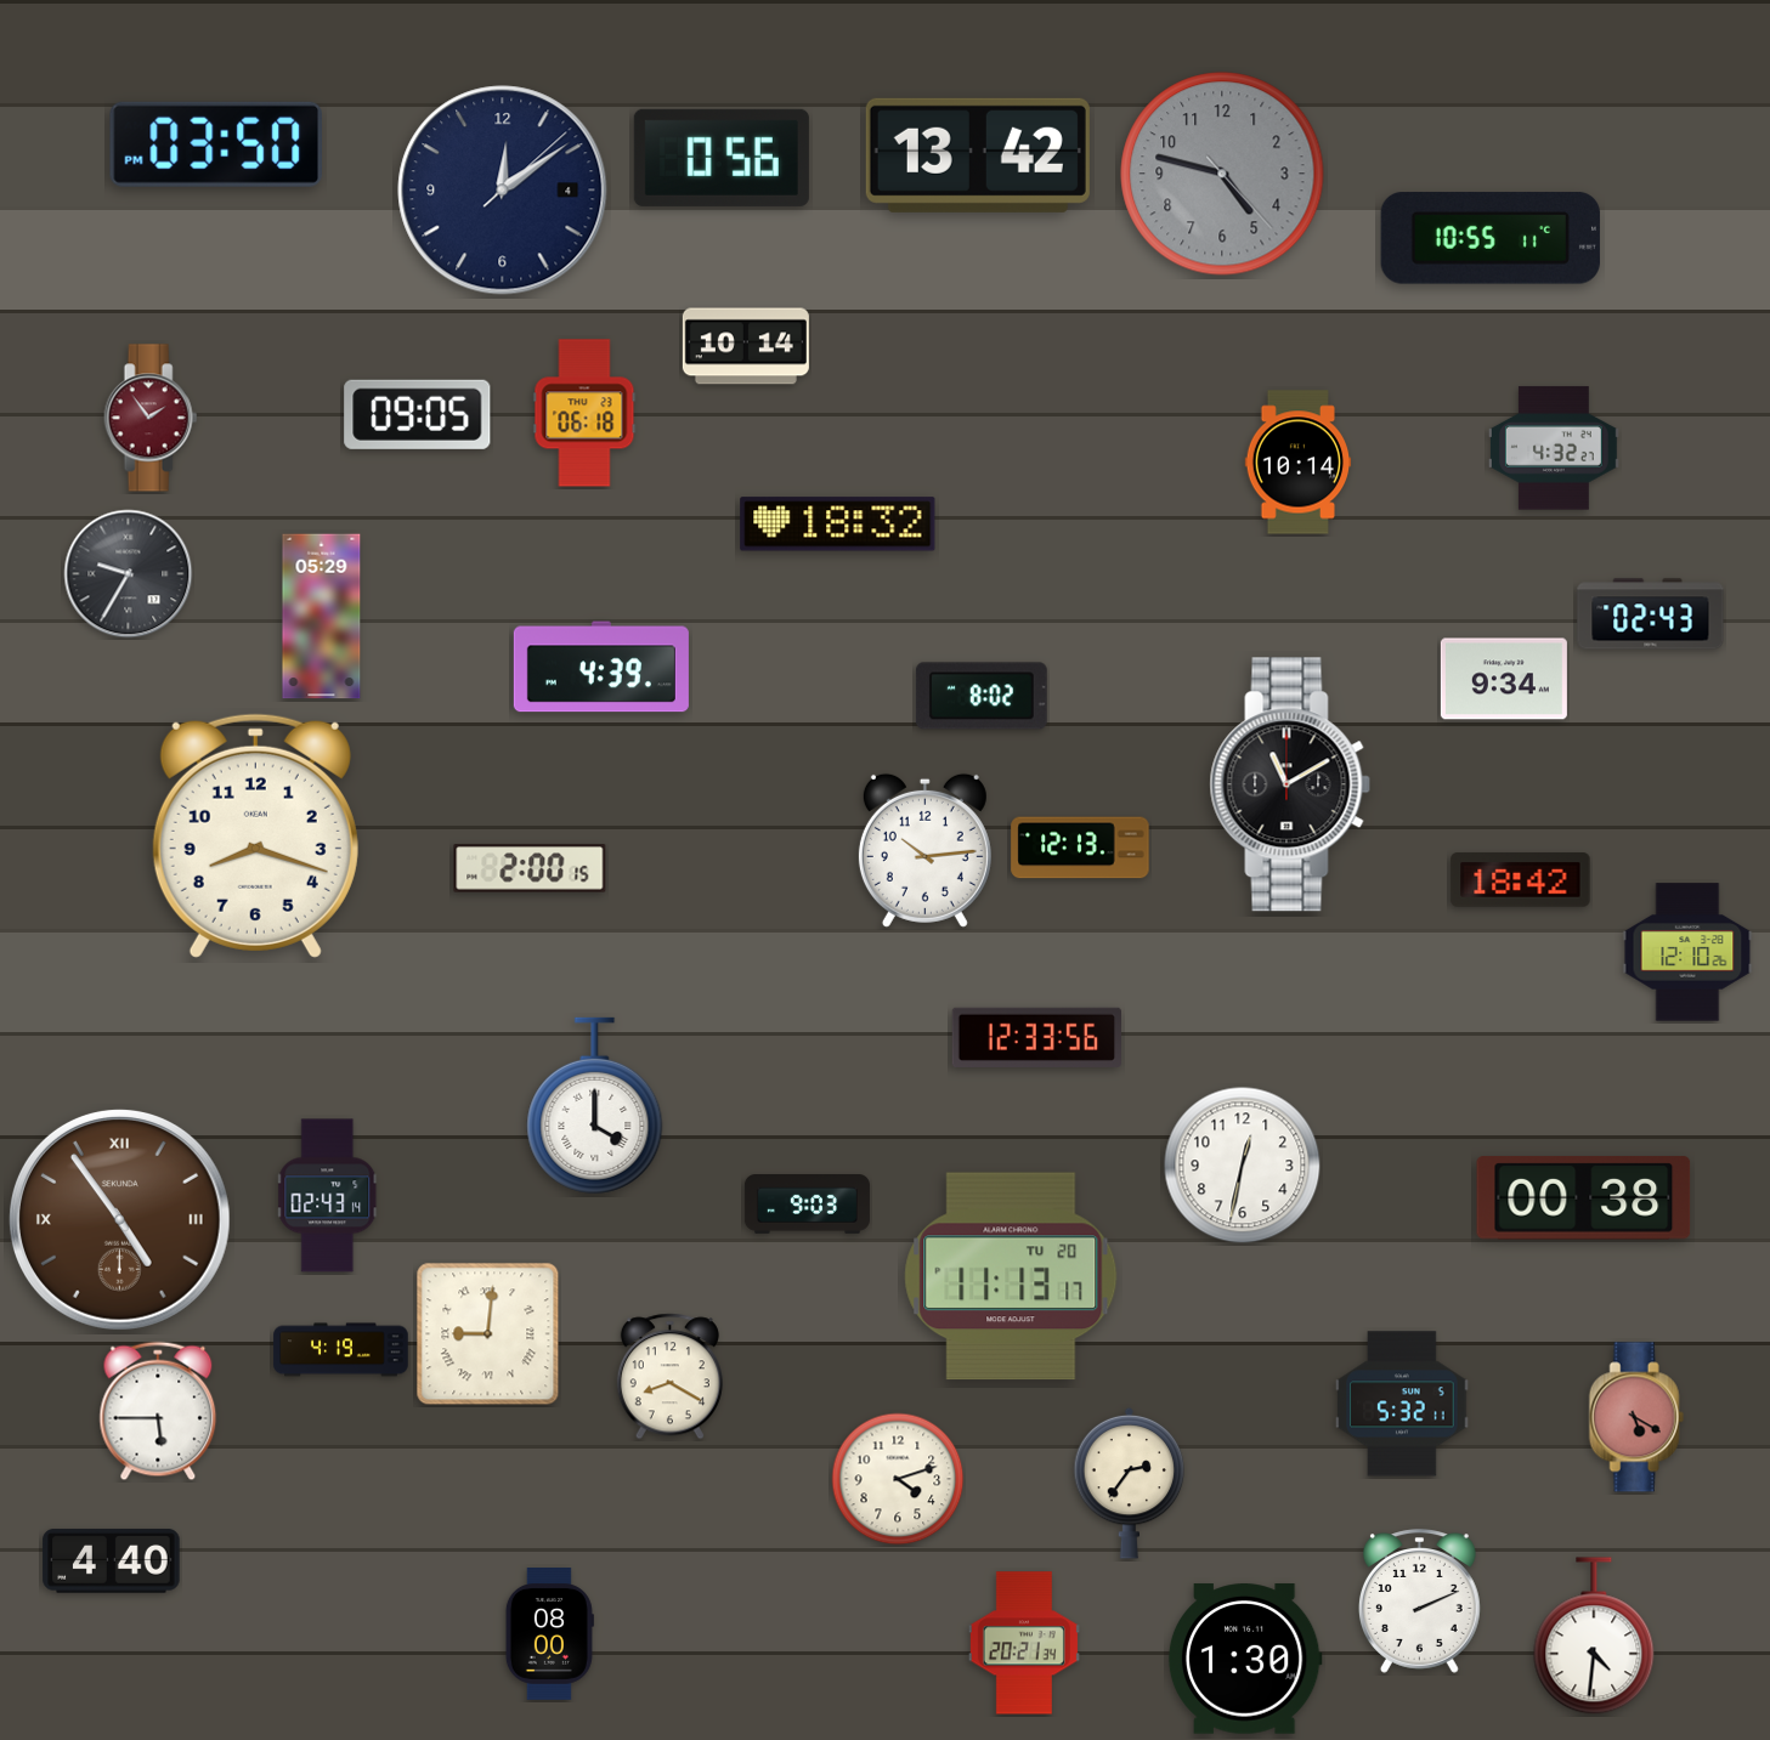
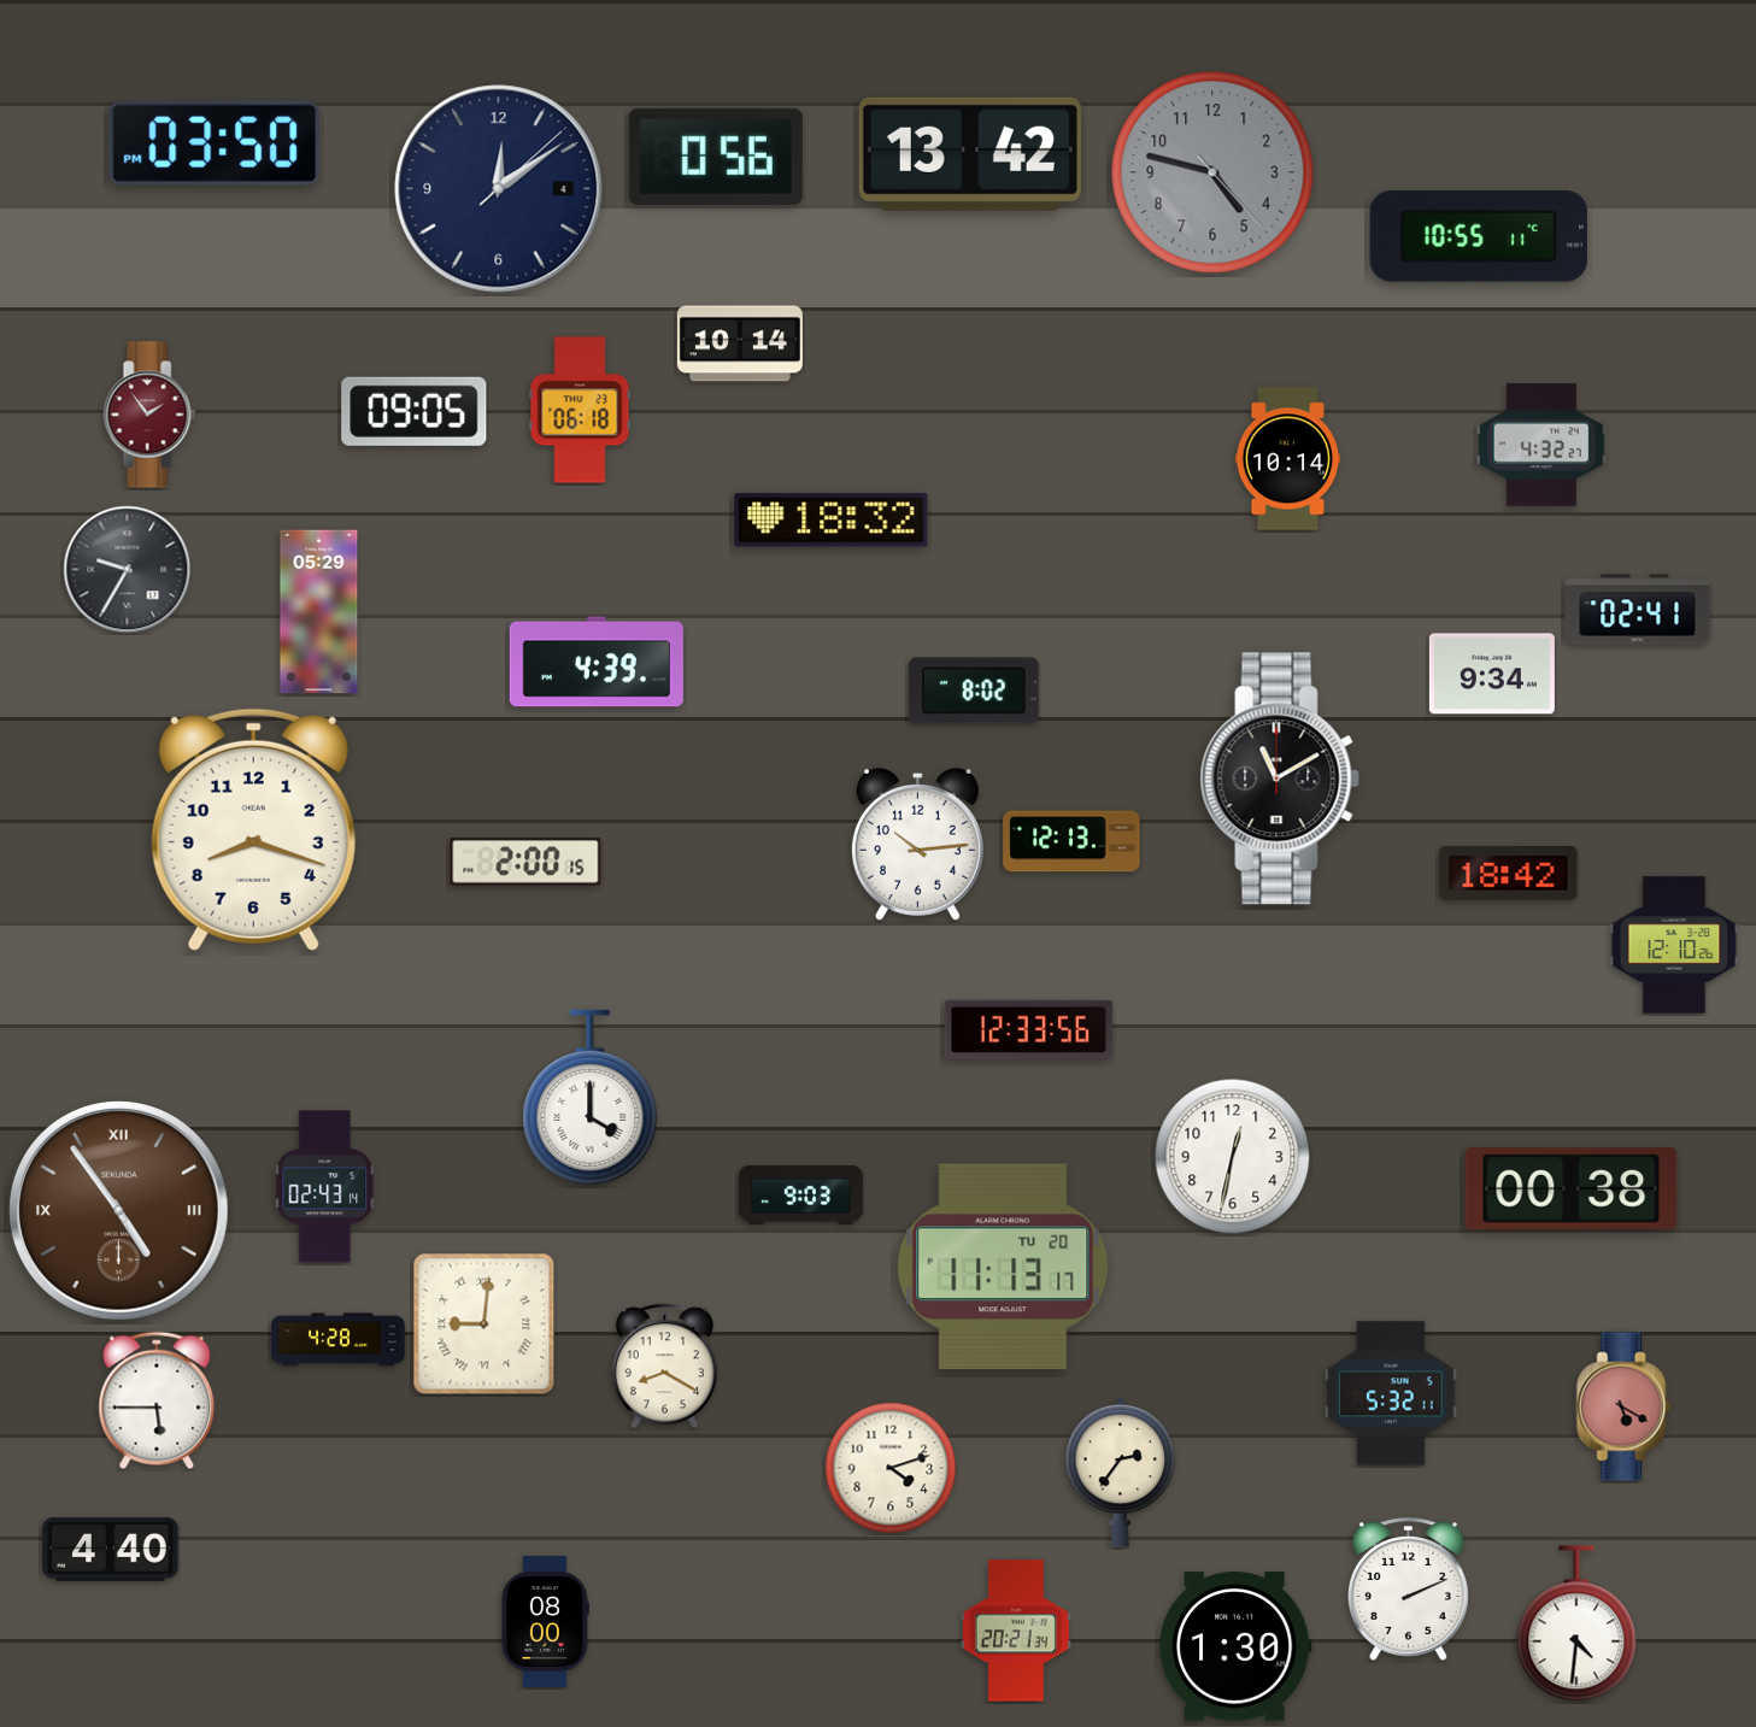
clock at (1651, 614): 02:43 -> 02:41
clock at (341, 1350): 4:19 -> 4:28
clock at (1594, 1636) position: (1594, 1636) -> (1576, 1623)
